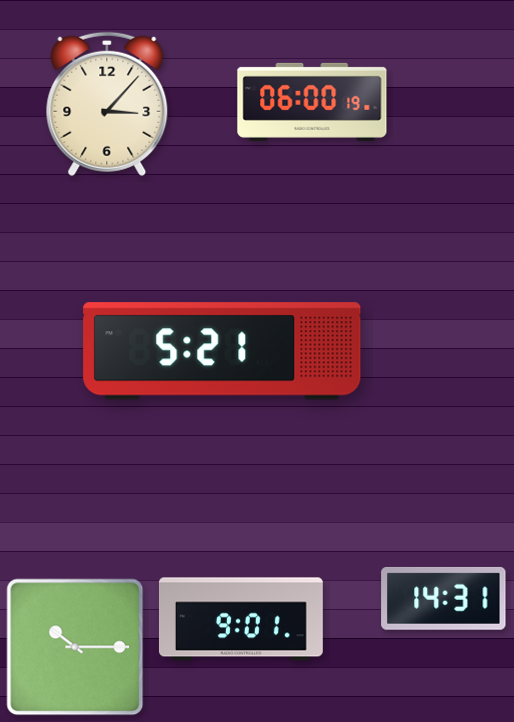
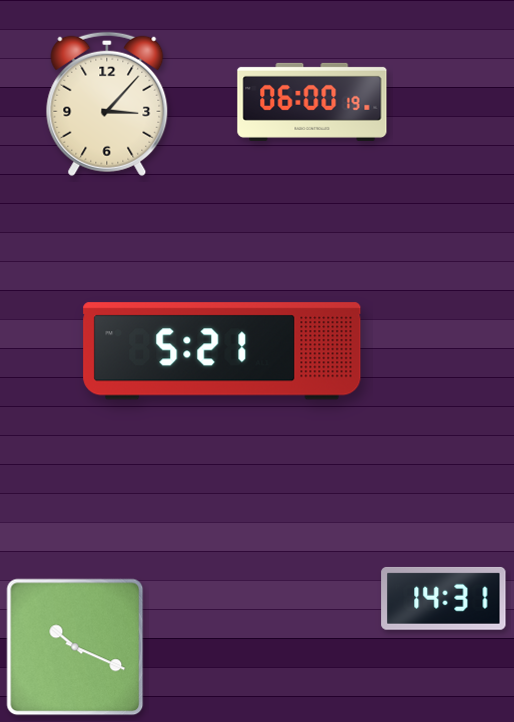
clock at (241, 619): 9:01 -> none
clock at (75, 647): 10:15 -> 10:19
